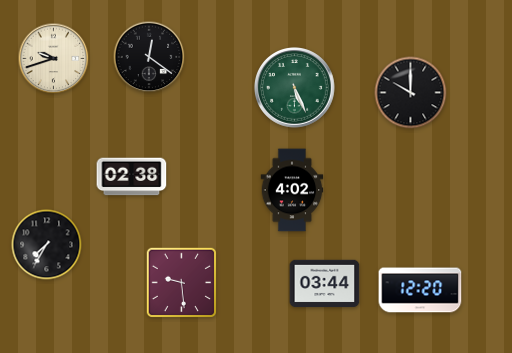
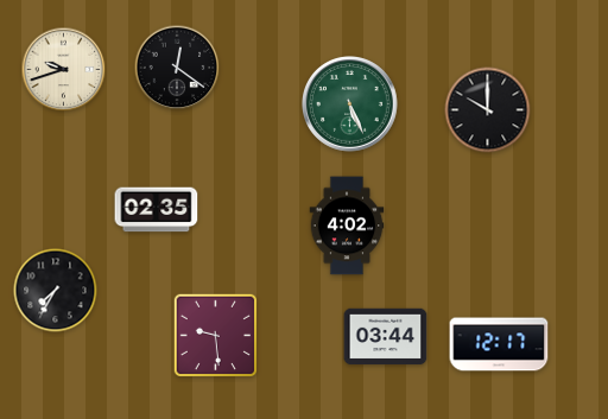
clock at (132, 177): 02:38 -> 02:35
clock at (420, 290): 12:20 -> 12:17
